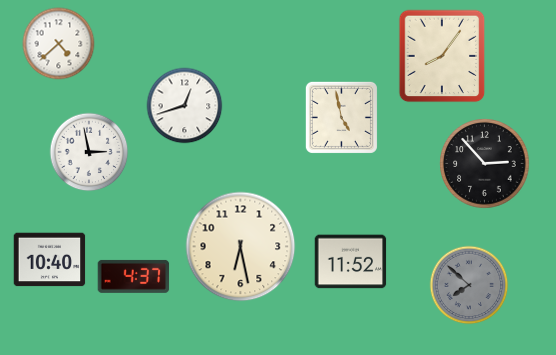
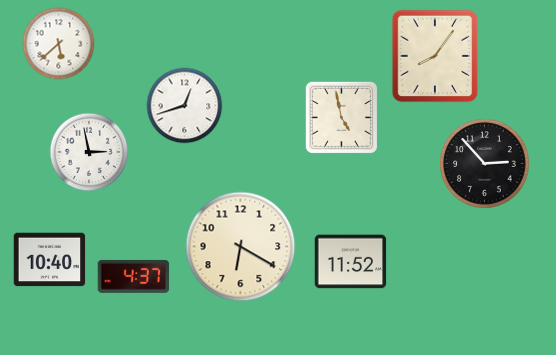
clock at (59, 44): 4:38 -> 5:38
clock at (442, 56) position: (442, 56) -> (435, 56)
clock at (241, 247): 6:28 -> 6:20
clock at (469, 285): 7:52 -> none
